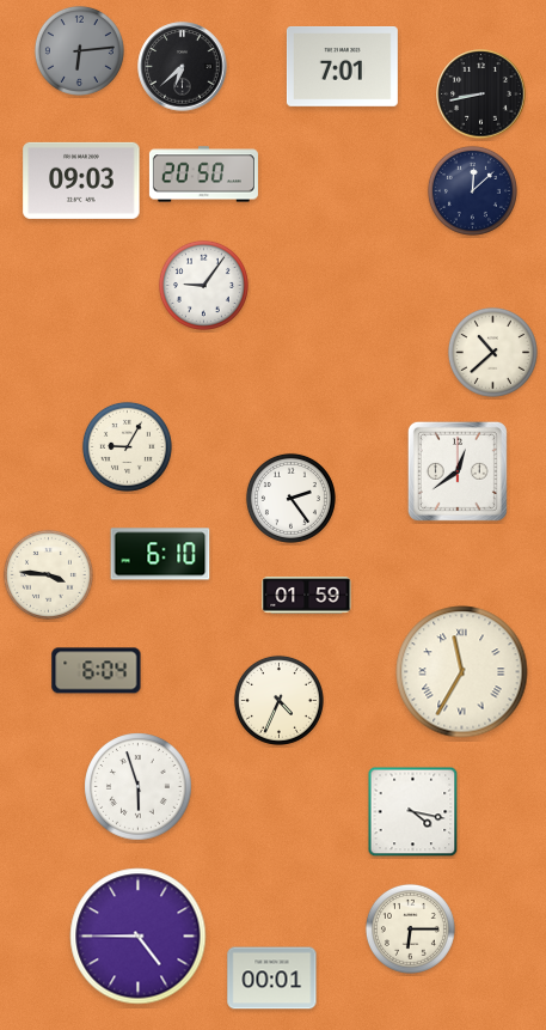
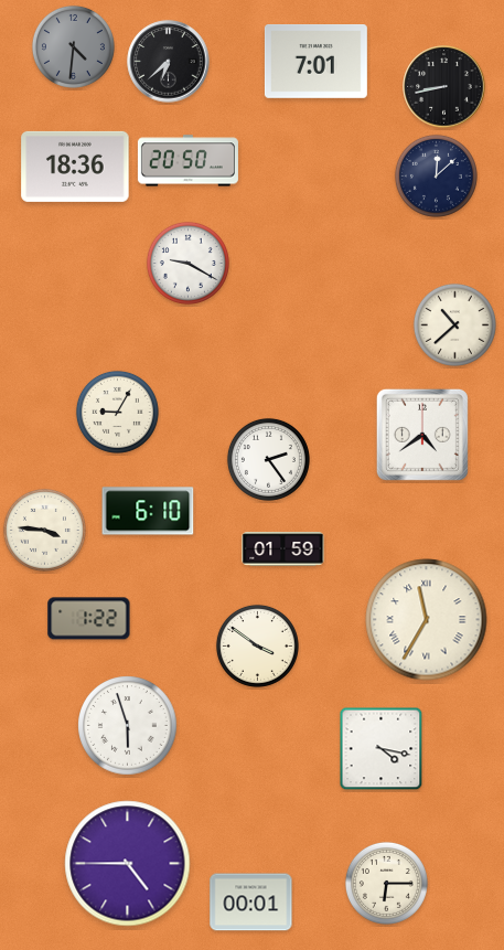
clock at (79, 50): 6:14 -> 4:31
clock at (81, 181): 09:03 -> 18:36
clock at (203, 285): 9:06 -> 9:20
clock at (458, 471): 12:39 -> 4:39
clock at (97, 671): 6:04 -> 1:22
clock at (278, 700): 4:34 -> 3:51
clock at (410, 928) position: (410, 928) -> (386, 883)
